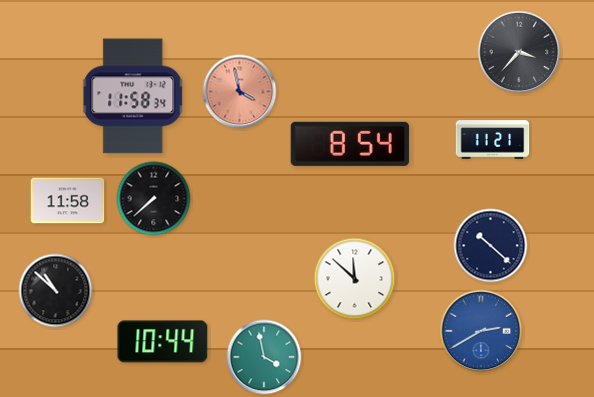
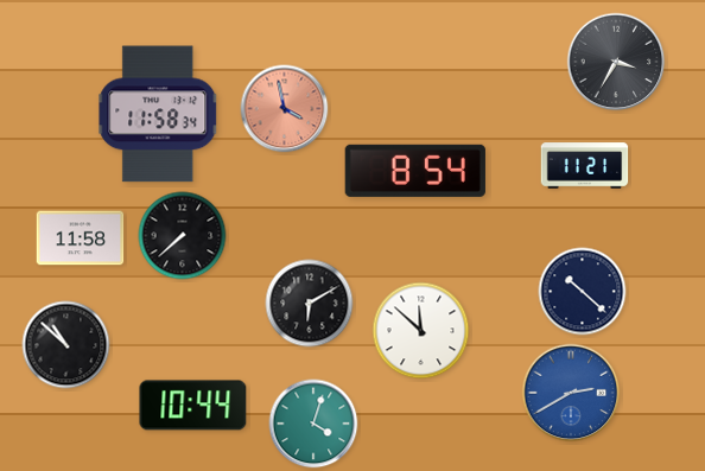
clock at (519, 52): 3:37 -> 3:35
clock at (310, 304): none -> 6:10
clock at (264, 357): 3:58 -> 4:03
